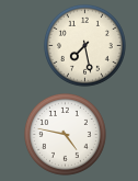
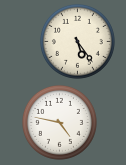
clock at (84, 45): 7:28 -> 5:24
